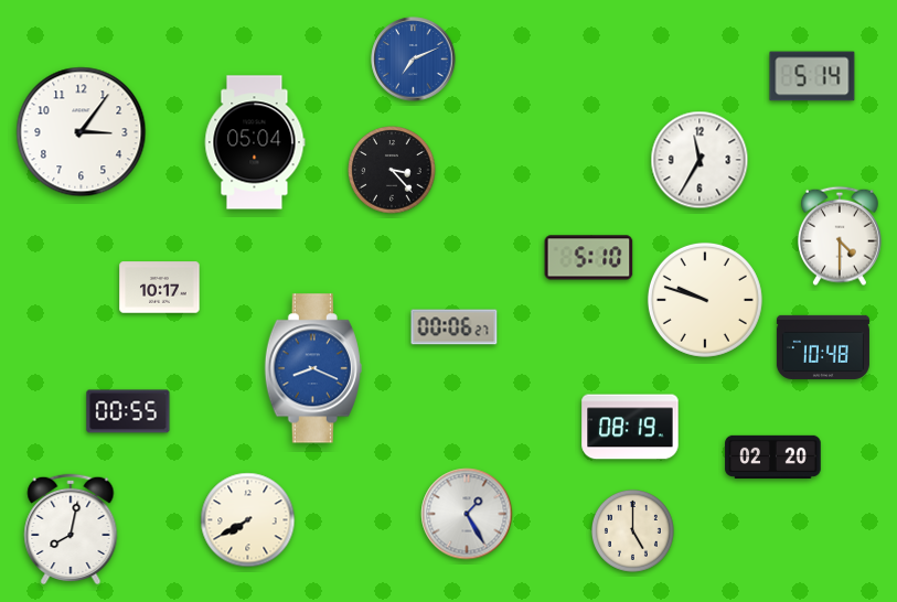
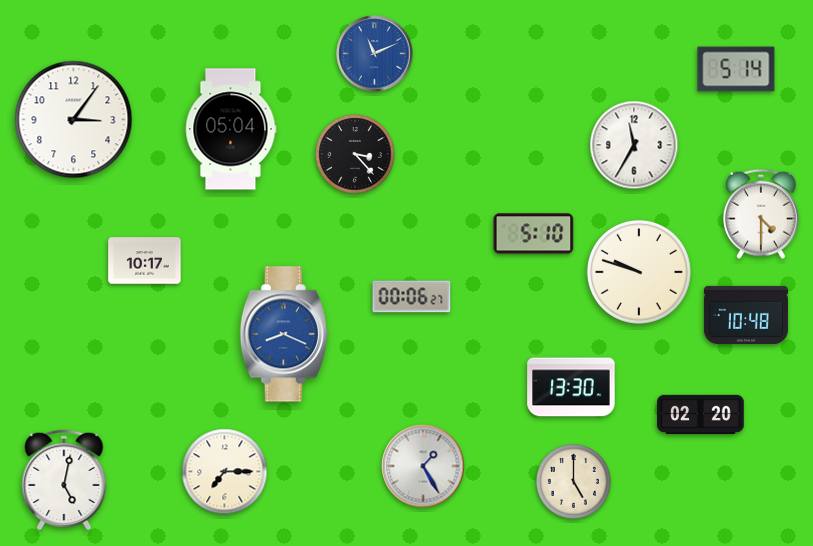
clock at (414, 60): 7:11 -> 11:11
clock at (128, 411): 00:55 -> none
clock at (630, 427): 08:19 -> 13:30
clock at (248, 520): 7:40 -> 7:15
clock at (71, 528): 8:02 -> 5:02
